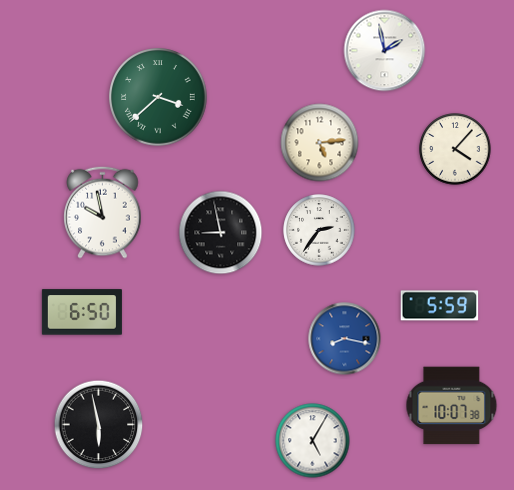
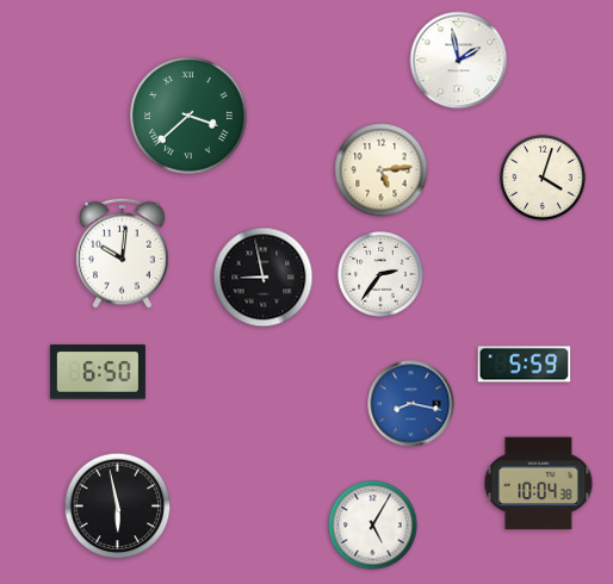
clock at (455, 149): 4:07 -> 4:03
clock at (103, 212): 9:58 -> 10:01
clock at (452, 406): 10:07 -> 10:04
